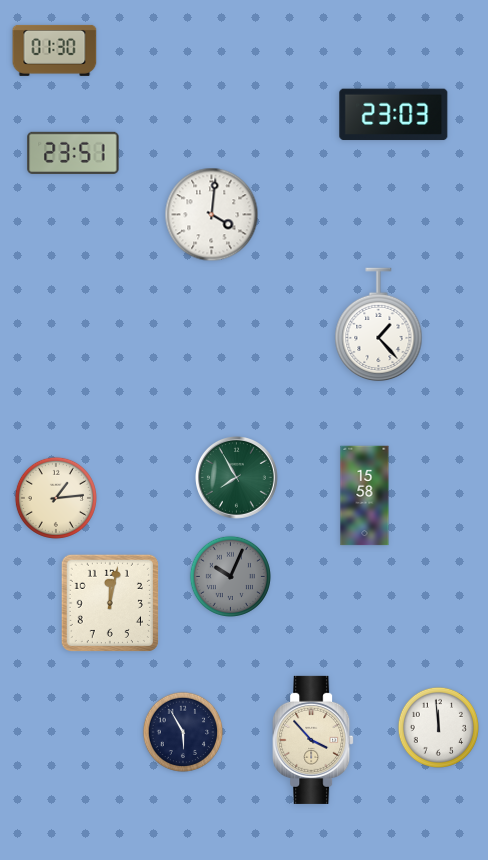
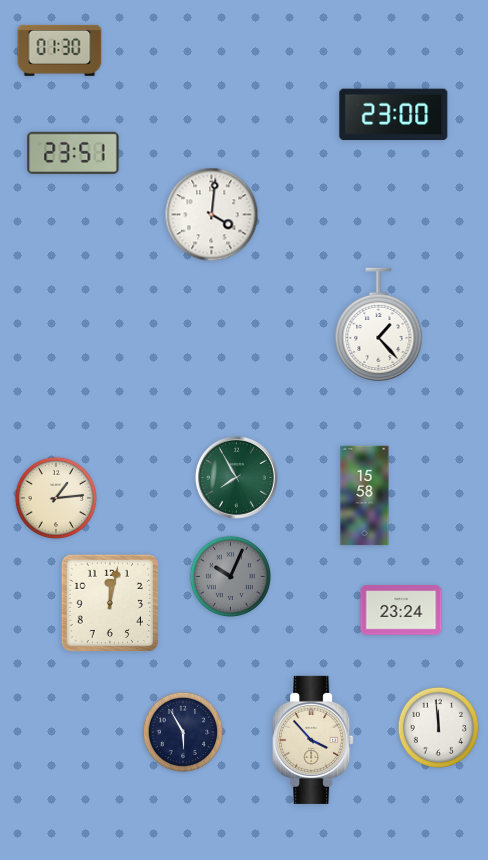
clock at (55, 50) position: (55, 50) -> (60, 50)
clock at (394, 115): 23:03 -> 23:00
clock at (401, 610): none -> 23:24
